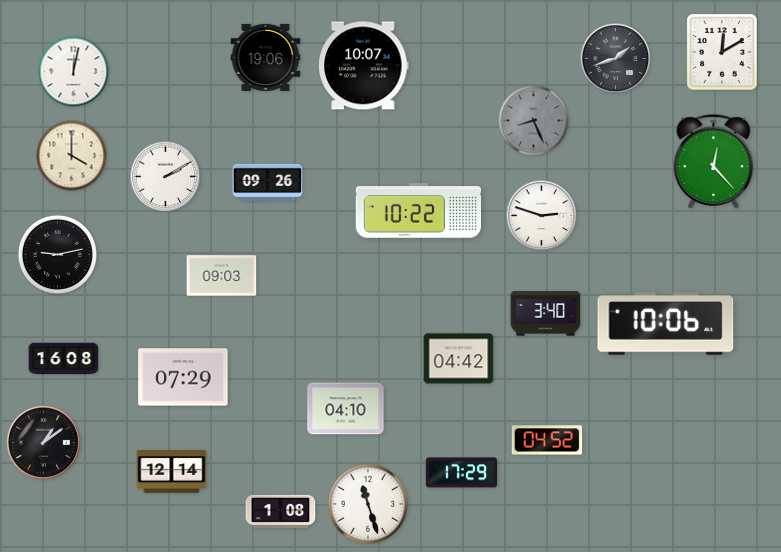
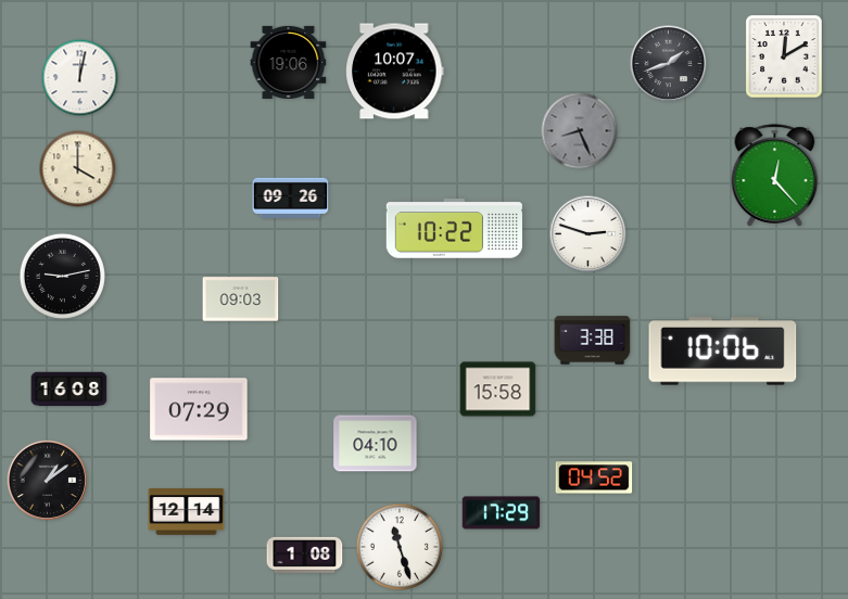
clock at (166, 177): 2:10 -> none
clock at (546, 314): 3:40 -> 3:38
clock at (459, 359): 04:42 -> 15:58
